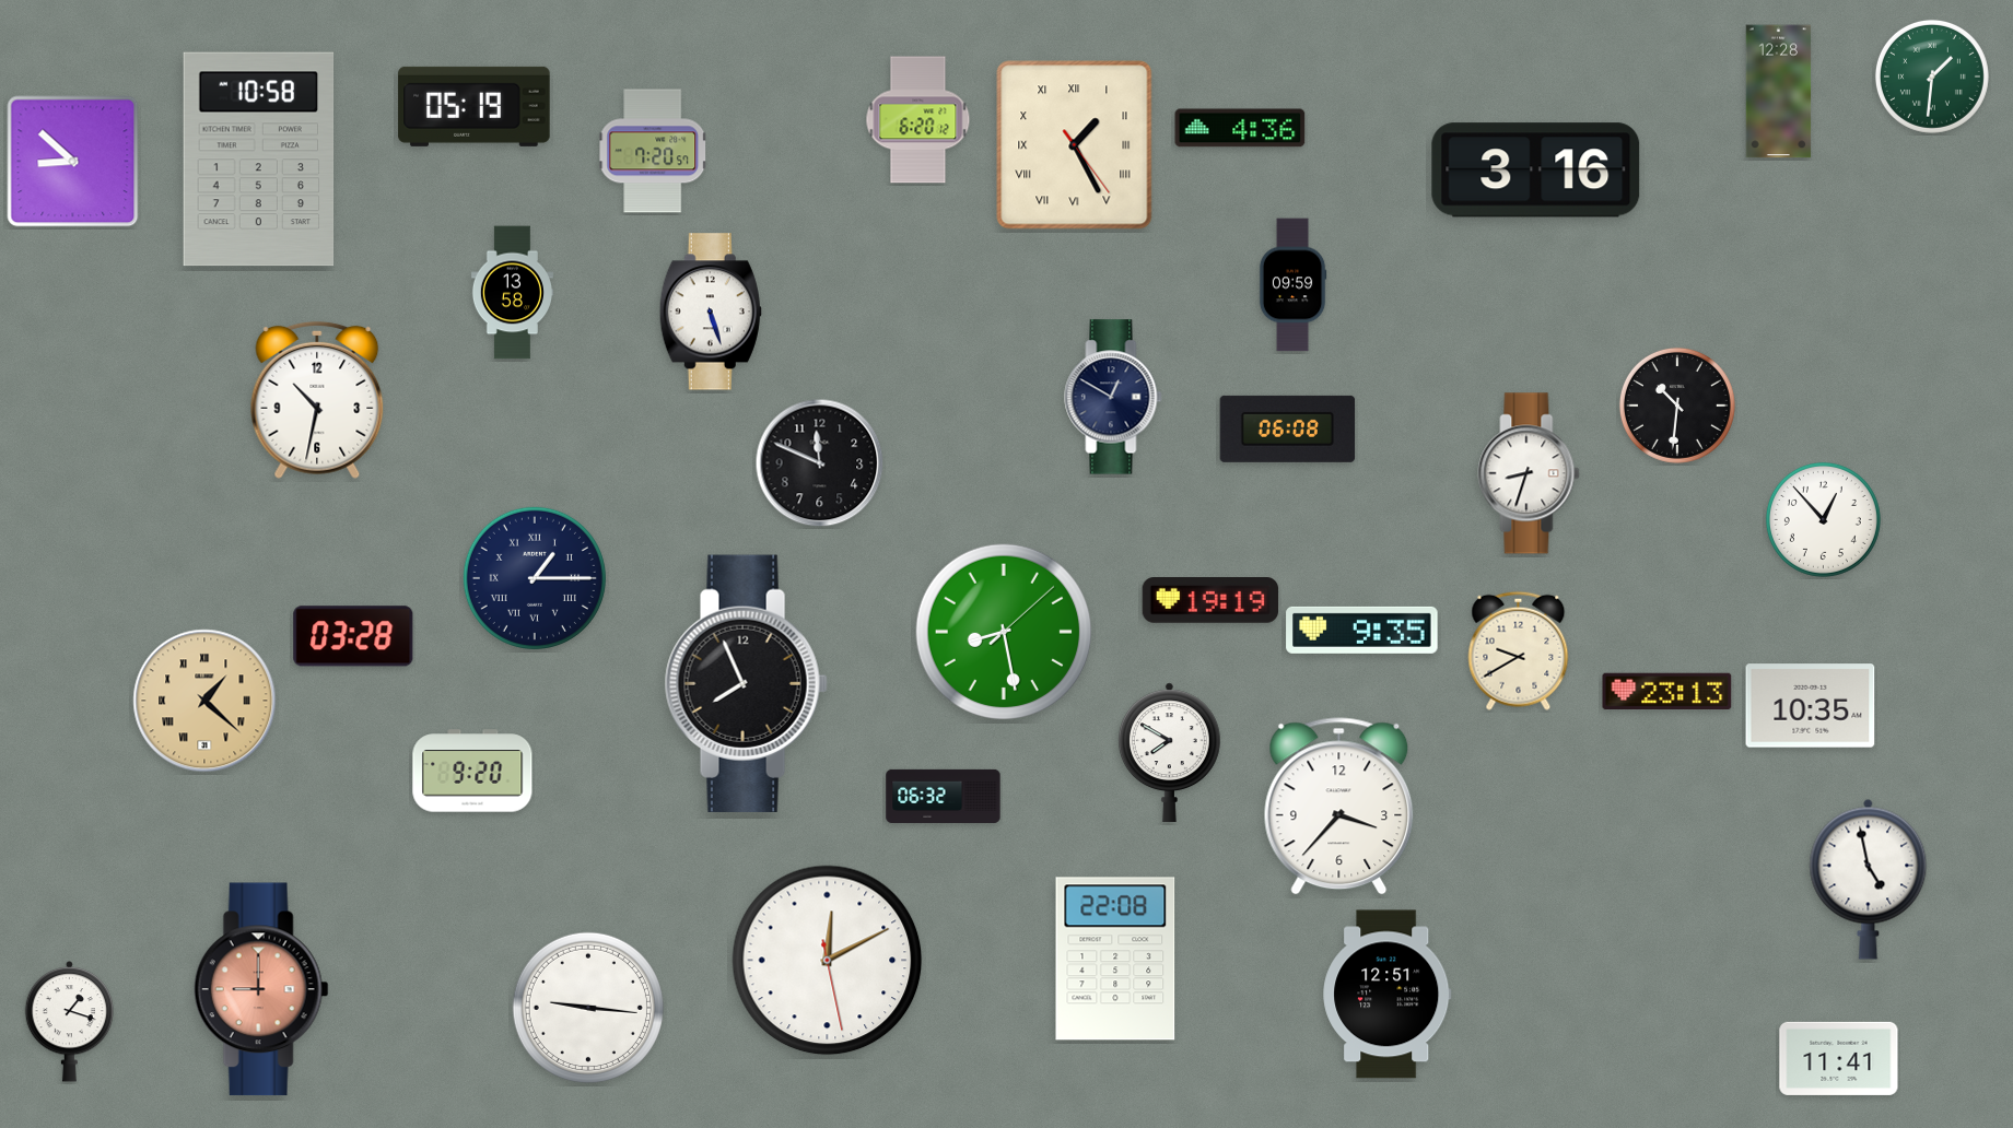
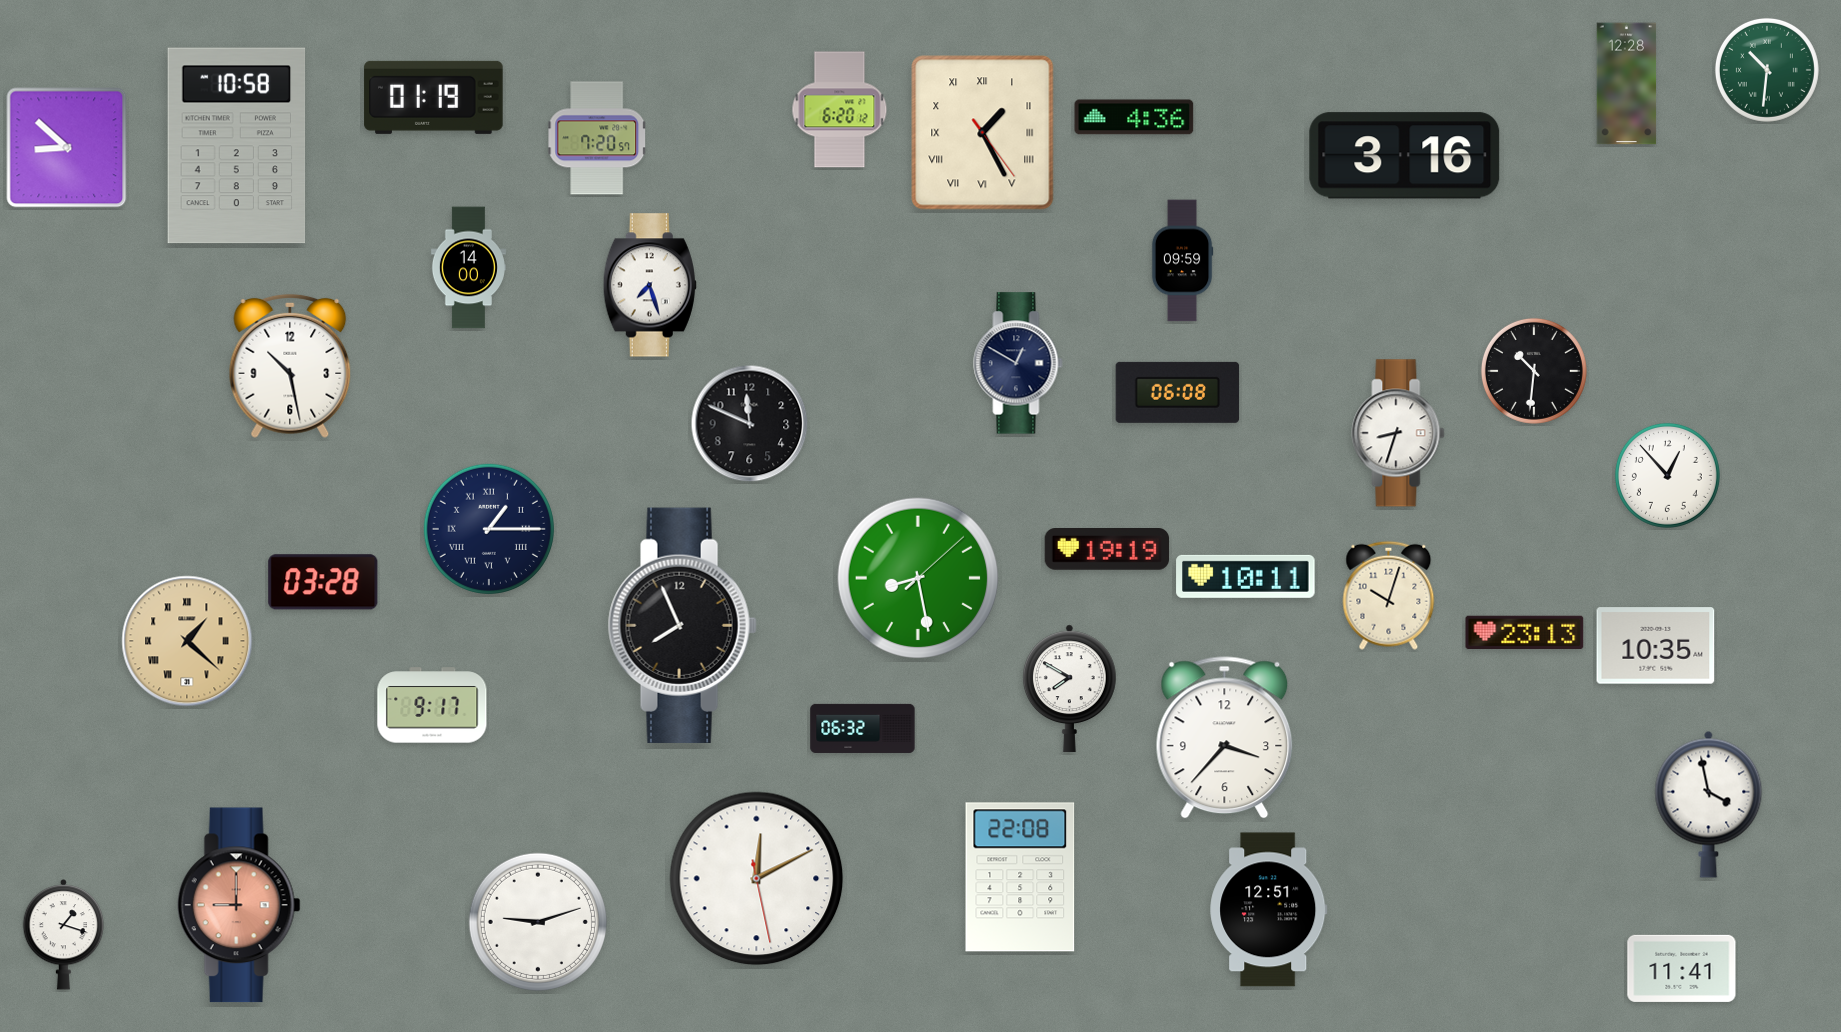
clock at (1932, 77): 1:31 -> 10:31
clock at (475, 106): 05:19 -> 01:19
clock at (512, 293): 13:58 -> 14:00
clock at (711, 312): 5:27 -> 7:27
clock at (317, 400): 10:32 -> 10:28
clock at (1362, 630): 9:35 -> 10:11
clock at (1519, 650): 9:40 -> 10:03
clock at (472, 771): 9:20 -> 9:17
clock at (1869, 879): 4:58 -> 3:58
clock at (588, 1008): 9:16 -> 9:12
